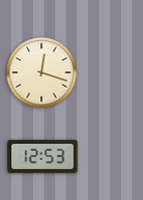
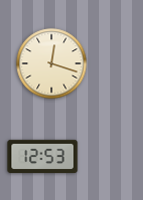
clock at (42, 73) position: (42, 73) -> (52, 64)
